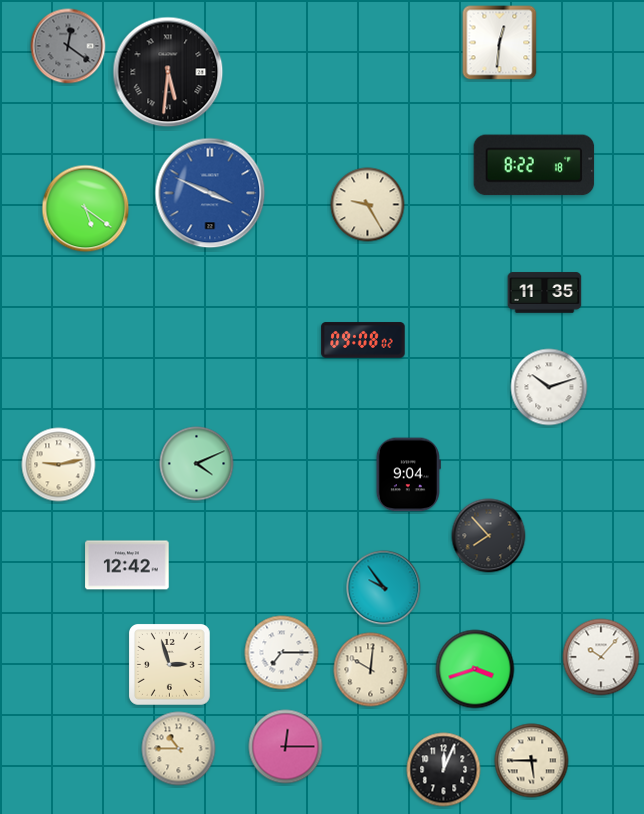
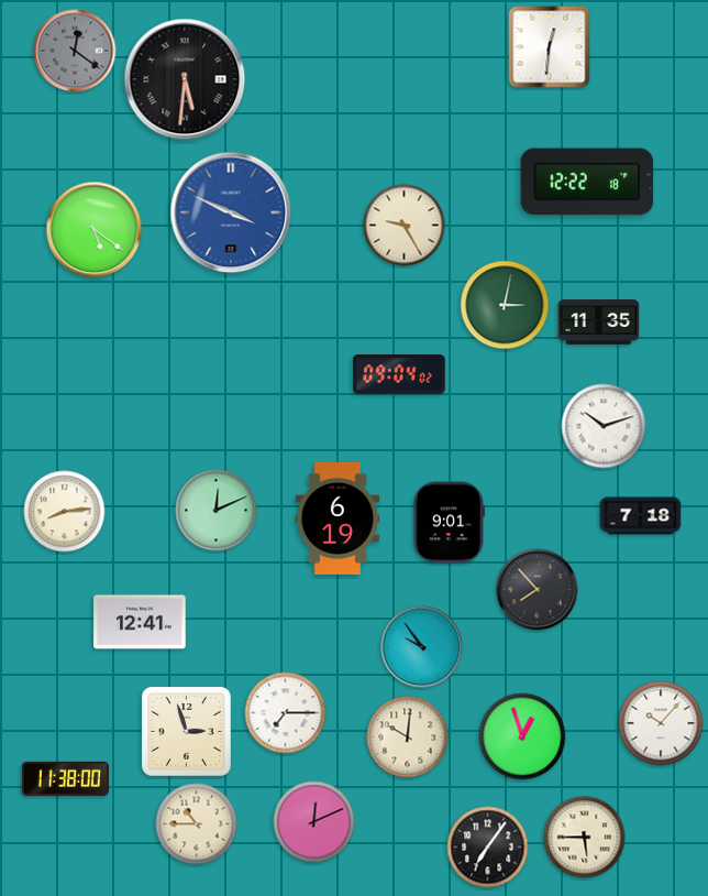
clock at (534, 165): 8:22 -> 12:22
clock at (505, 305): none -> 3:02
clock at (363, 340): 09:08 -> 09:04
clock at (197, 464): 4:11 -> 12:11
clock at (59, 465): 9:13 -> 8:14
clock at (641, 516): none -> 7:18
clock at (338, 518): none -> 6:19
clock at (408, 475): 9:04 -> 9:01
clock at (127, 565): 12:42 -> 12:41
clock at (282, 653) position: (282, 653) -> (286, 713)
clock at (475, 669): 3:42 -> 12:57
clock at (65, 778): none -> 11:38
clock at (286, 747): 12:15 -> 12:11
clock at (444, 770): 12:04 -> 7:06
